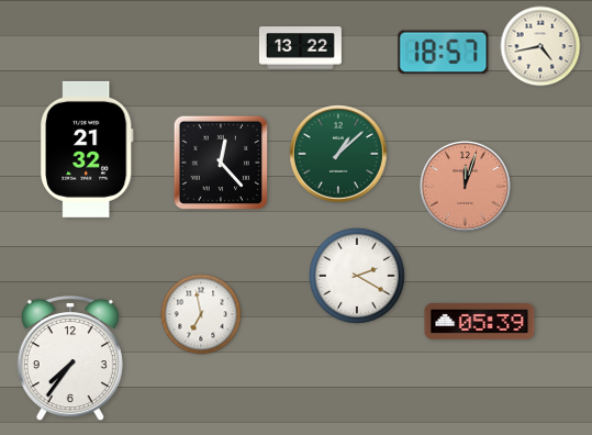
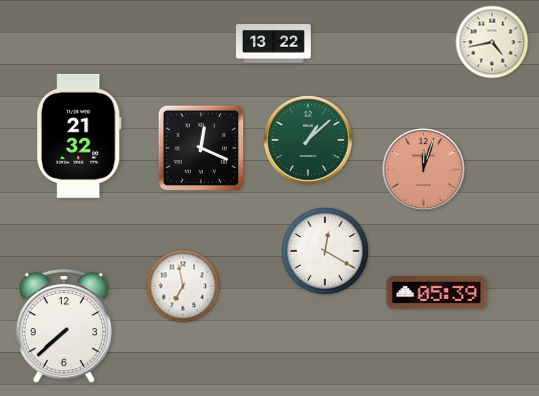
clock at (444, 53): 18:57 -> none
clock at (221, 163): 12:23 -> 12:19
clock at (357, 276): 2:20 -> 12:20
clock at (70, 358): 7:36 -> 7:38
